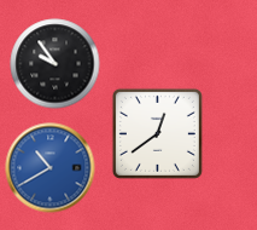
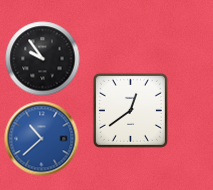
clock at (56, 64) position: (56, 64) -> (43, 59)
clock at (51, 168): 10:40 -> 10:38
